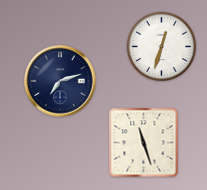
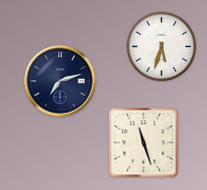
clock at (162, 47): 12:33 -> 5:33
